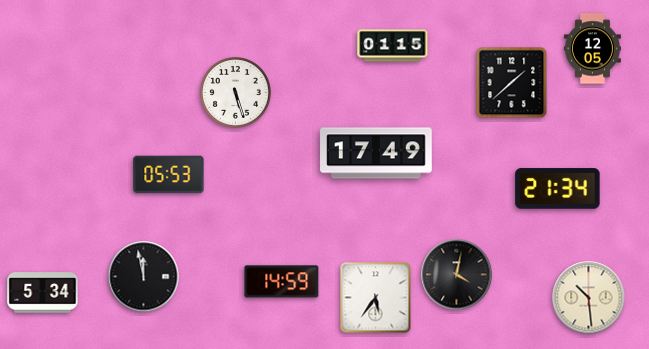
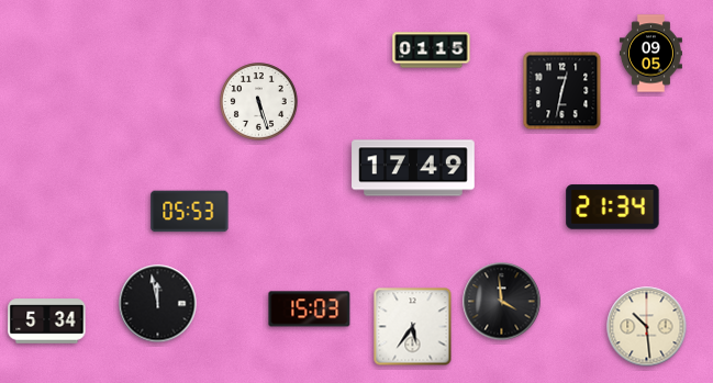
clock at (592, 49): 12:05 -> 09:05
clock at (512, 83): 1:38 -> 12:32
clock at (169, 175) position: (169, 175) -> (190, 212)
clock at (457, 275): 4:02 -> 3:59
clock at (282, 282): 14:59 -> 15:03
